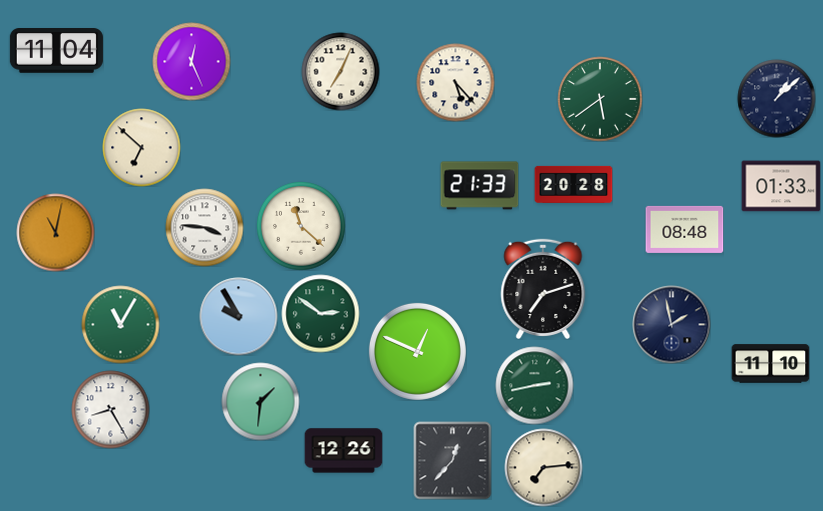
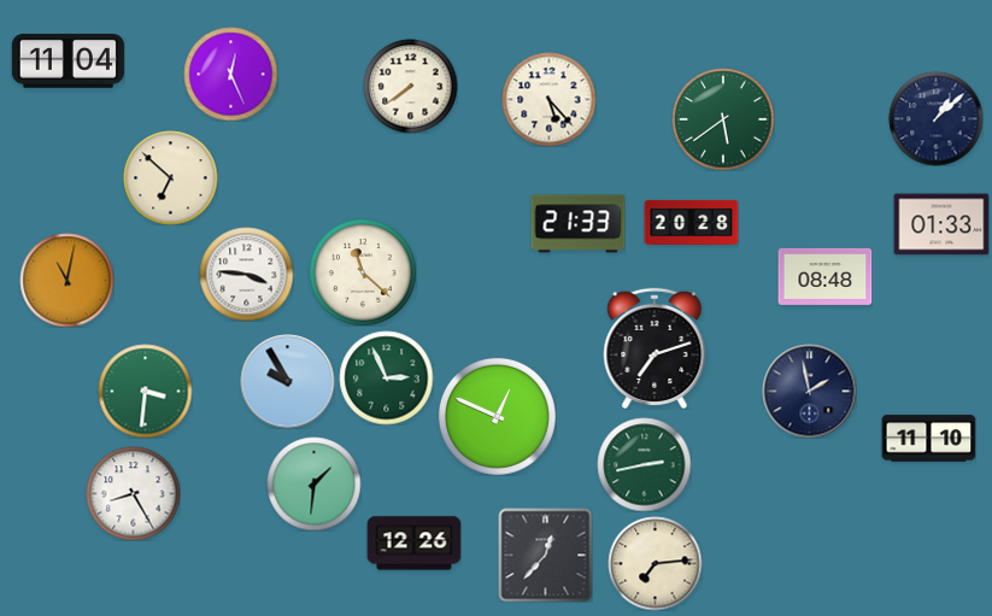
clock at (340, 71): 7:04 -> 7:39
clock at (320, 313): 2:51 -> 2:56
clock at (120, 324): 11:05 -> 3:31
clock at (417, 351) position: (417, 351) -> (497, 416)
